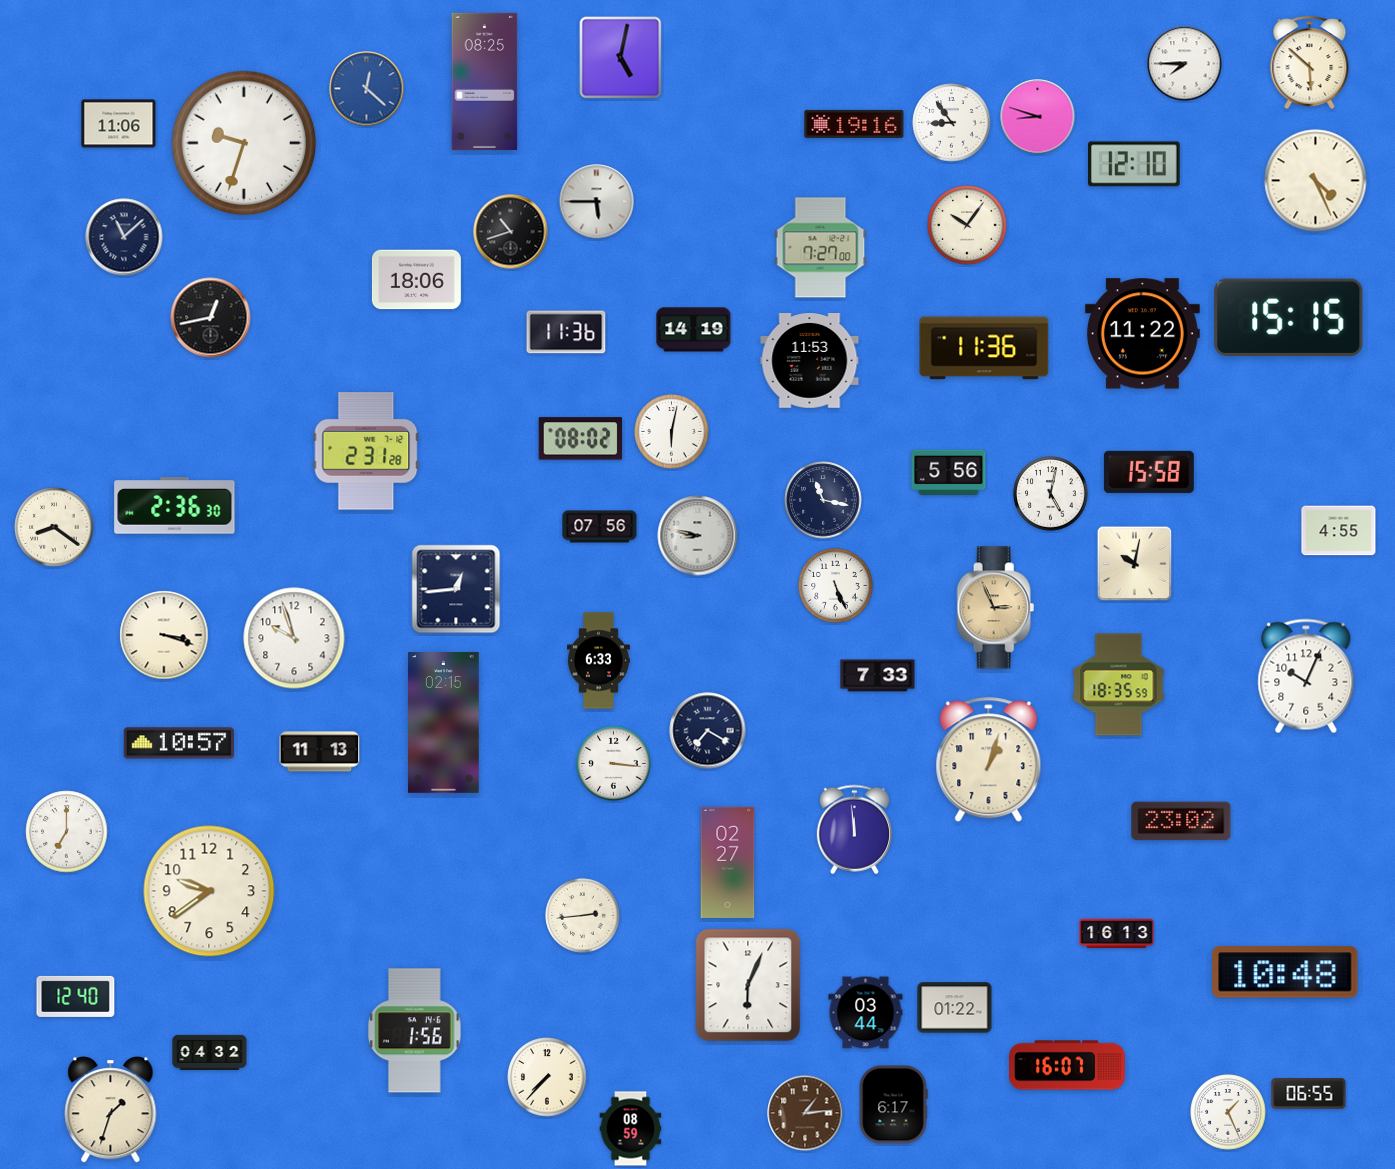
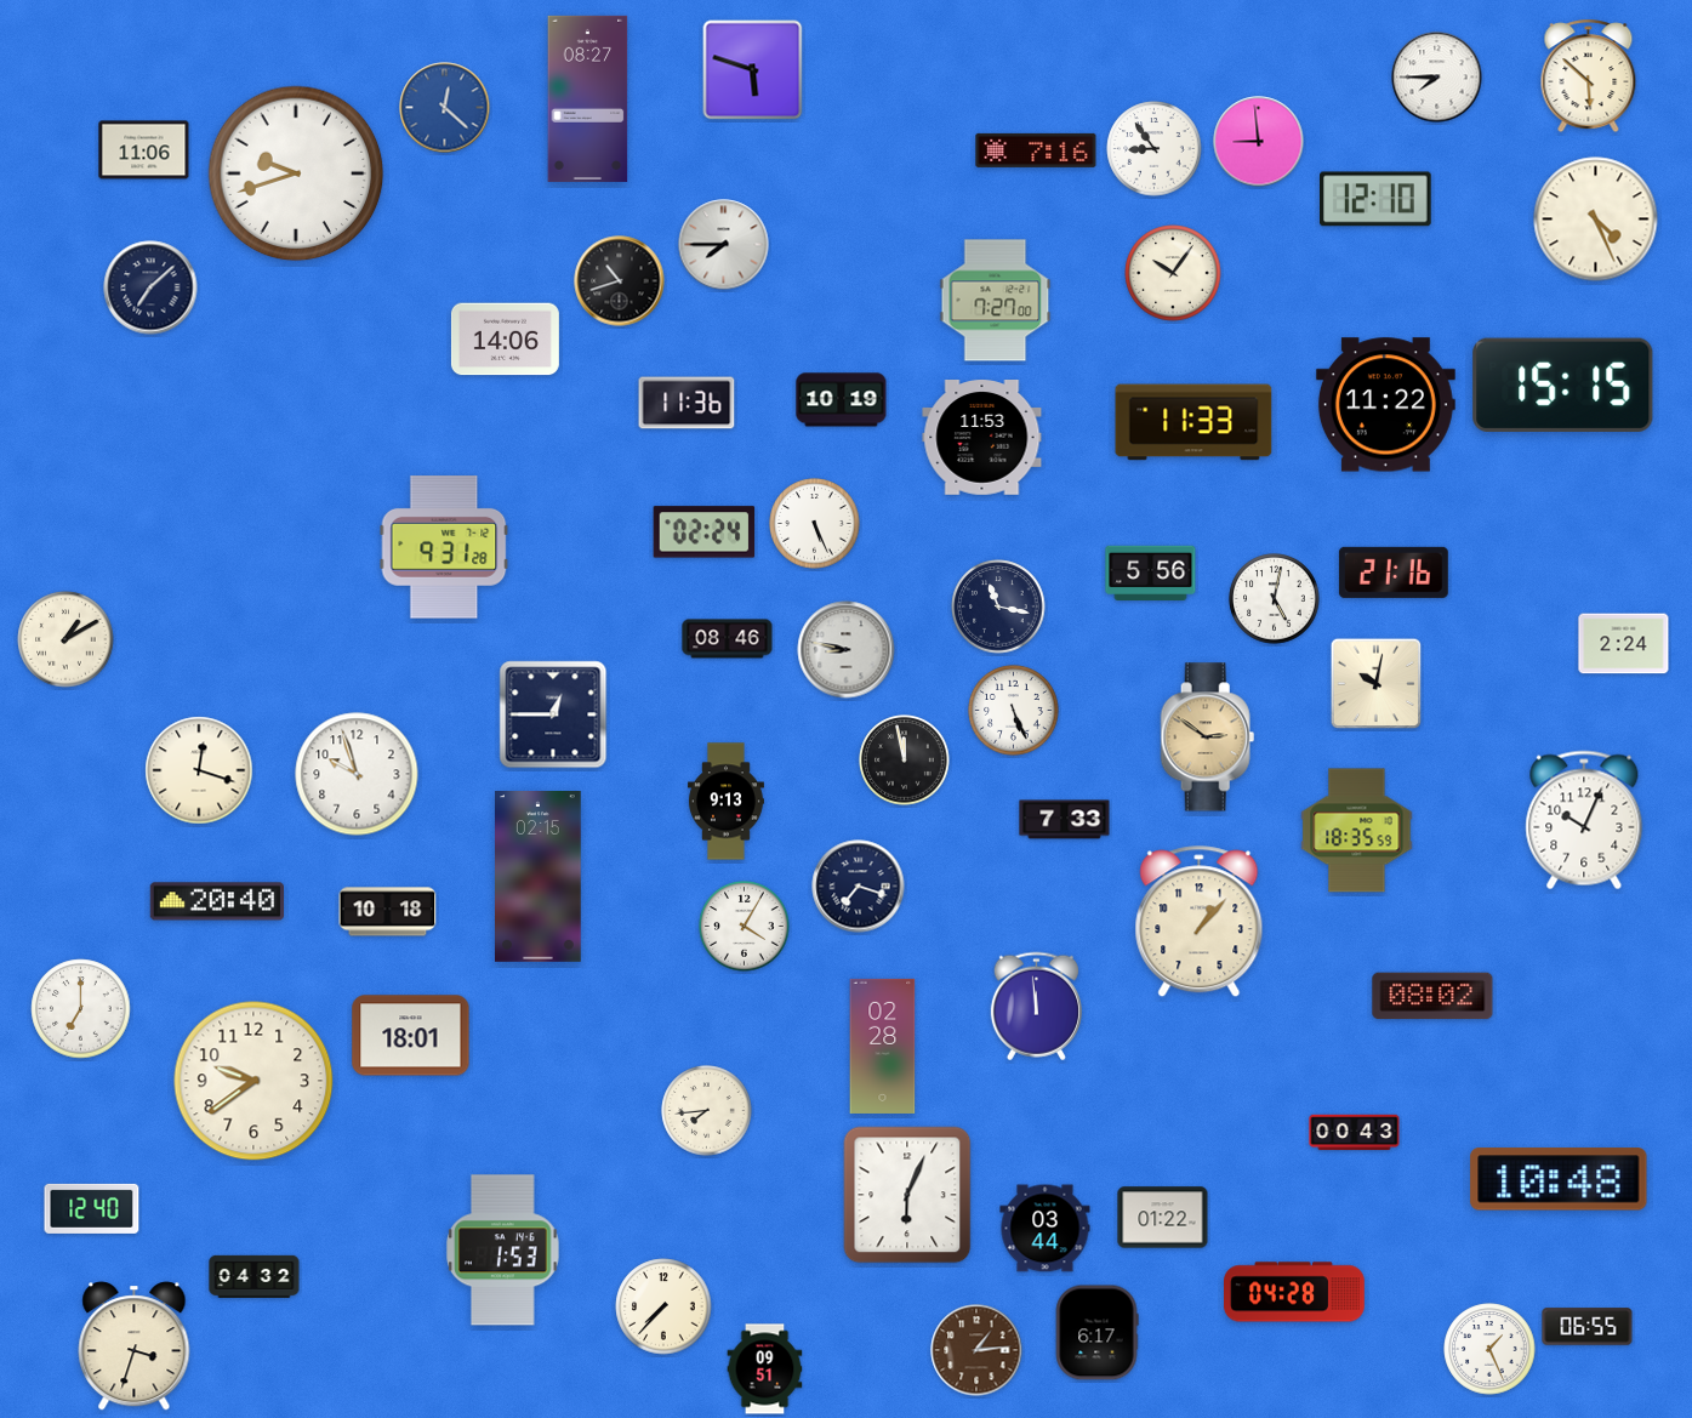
clock at (621, 58): 5:02 -> 5:48
clock at (485, 81): 08:25 -> 08:27
clock at (1038, 117): 8:48 -> 8:59
clock at (854, 124): 19:16 -> 7:16
clock at (244, 143): 9:33 -> 9:42
clock at (597, 202): 5:45 -> 7:45
clock at (124, 237): 11:08 -> 7:08
clock at (416, 280): 18:06 -> 14:06
clock at (211, 318): 12:43 -> none
clock at (694, 330): 14:19 -> 10:19
clock at (984, 348): 11:36 -> 11:33
clock at (672, 432): 6:02 -> 5:26
clock at (581, 439): 08:02 -> 02:24
clock at (366, 451): 2:31 -> 9:31
clock at (1149, 472): 15:58 -> 21:16
clock at (175, 506): 2:36 -> none
clock at (54, 527): 8:21 -> 1:10
clock at (600, 527): 07:56 -> 08:46
clock at (1339, 531): 4:55 -> 2:24
clock at (456, 589): 12:44 -> 12:45
clock at (996, 608): 2:56 -> 2:51
clock at (905, 761): none -> 11:58
clock at (164, 635): 3:18 -> 12:18
clock at (598, 661): 6:33 -> 9:13
clock at (708, 731): 7:20 -> 7:18
clock at (178, 743): 10:57 -> 20:40
clock at (320, 752): 11:13 -> 10:18
clock at (989, 760): 1:03 -> 1:07
clock at (614, 764): 3:16 -> 4:05
clock at (1181, 821): 23:02 -> 08:02
clock at (411, 1036): none -> 18:01
clock at (728, 862): 02:27 -> 02:28
clock at (583, 916): 2:44 -> 7:44
clock at (1117, 934): 16:13 -> 00:43
clock at (955, 1008) position: (955, 1008) -> (1163, 1218)
clock at (866, 1013) position: (866, 1013) -> (1046, 1229)
clock at (415, 1031): 1:56 -> 1:53
clock at (1068, 1065): 16:07 -> 04:28
clock at (893, 1105) position: (893, 1105) -> (1096, 1333)
clock at (111, 1110): 1:33 -> 3:33
clock at (631, 1129): 08:59 -> 09:51
